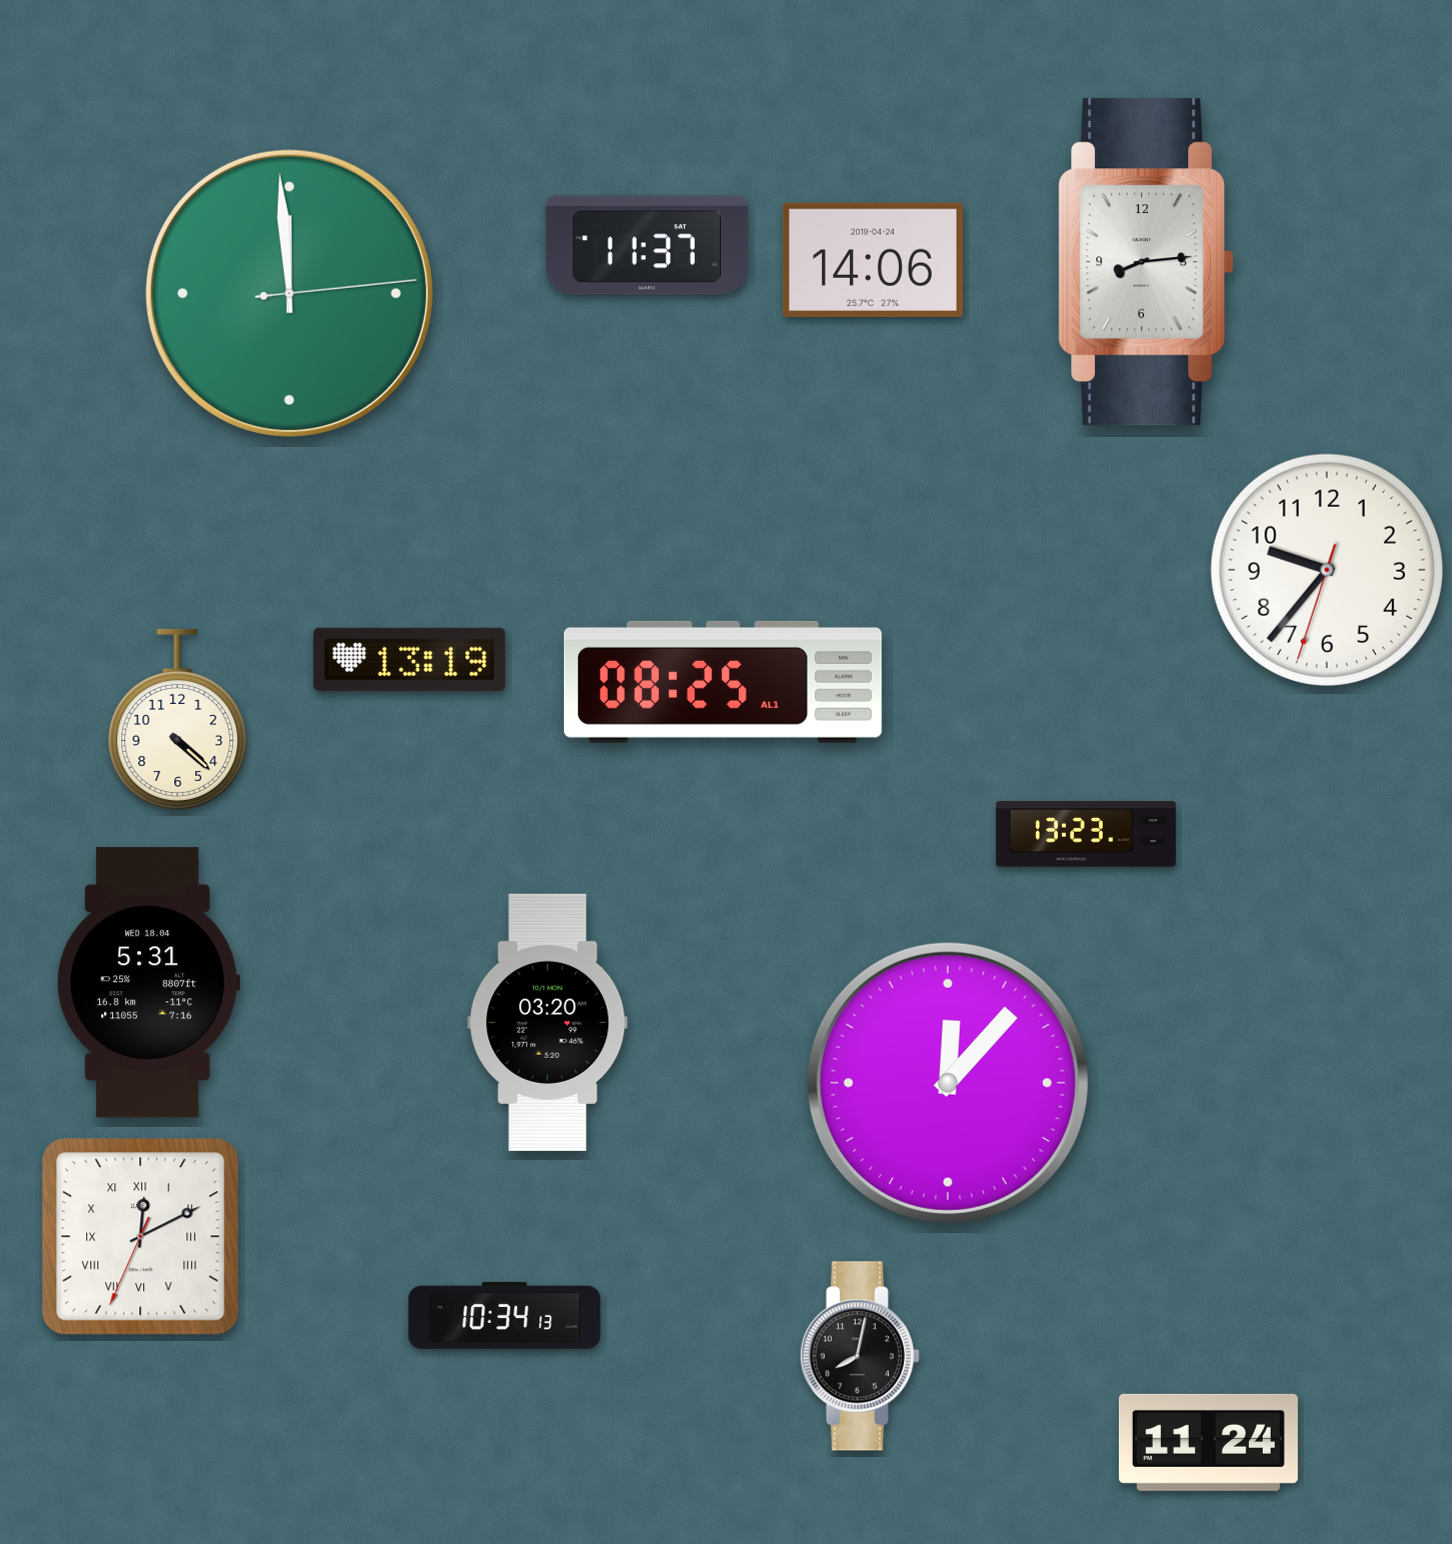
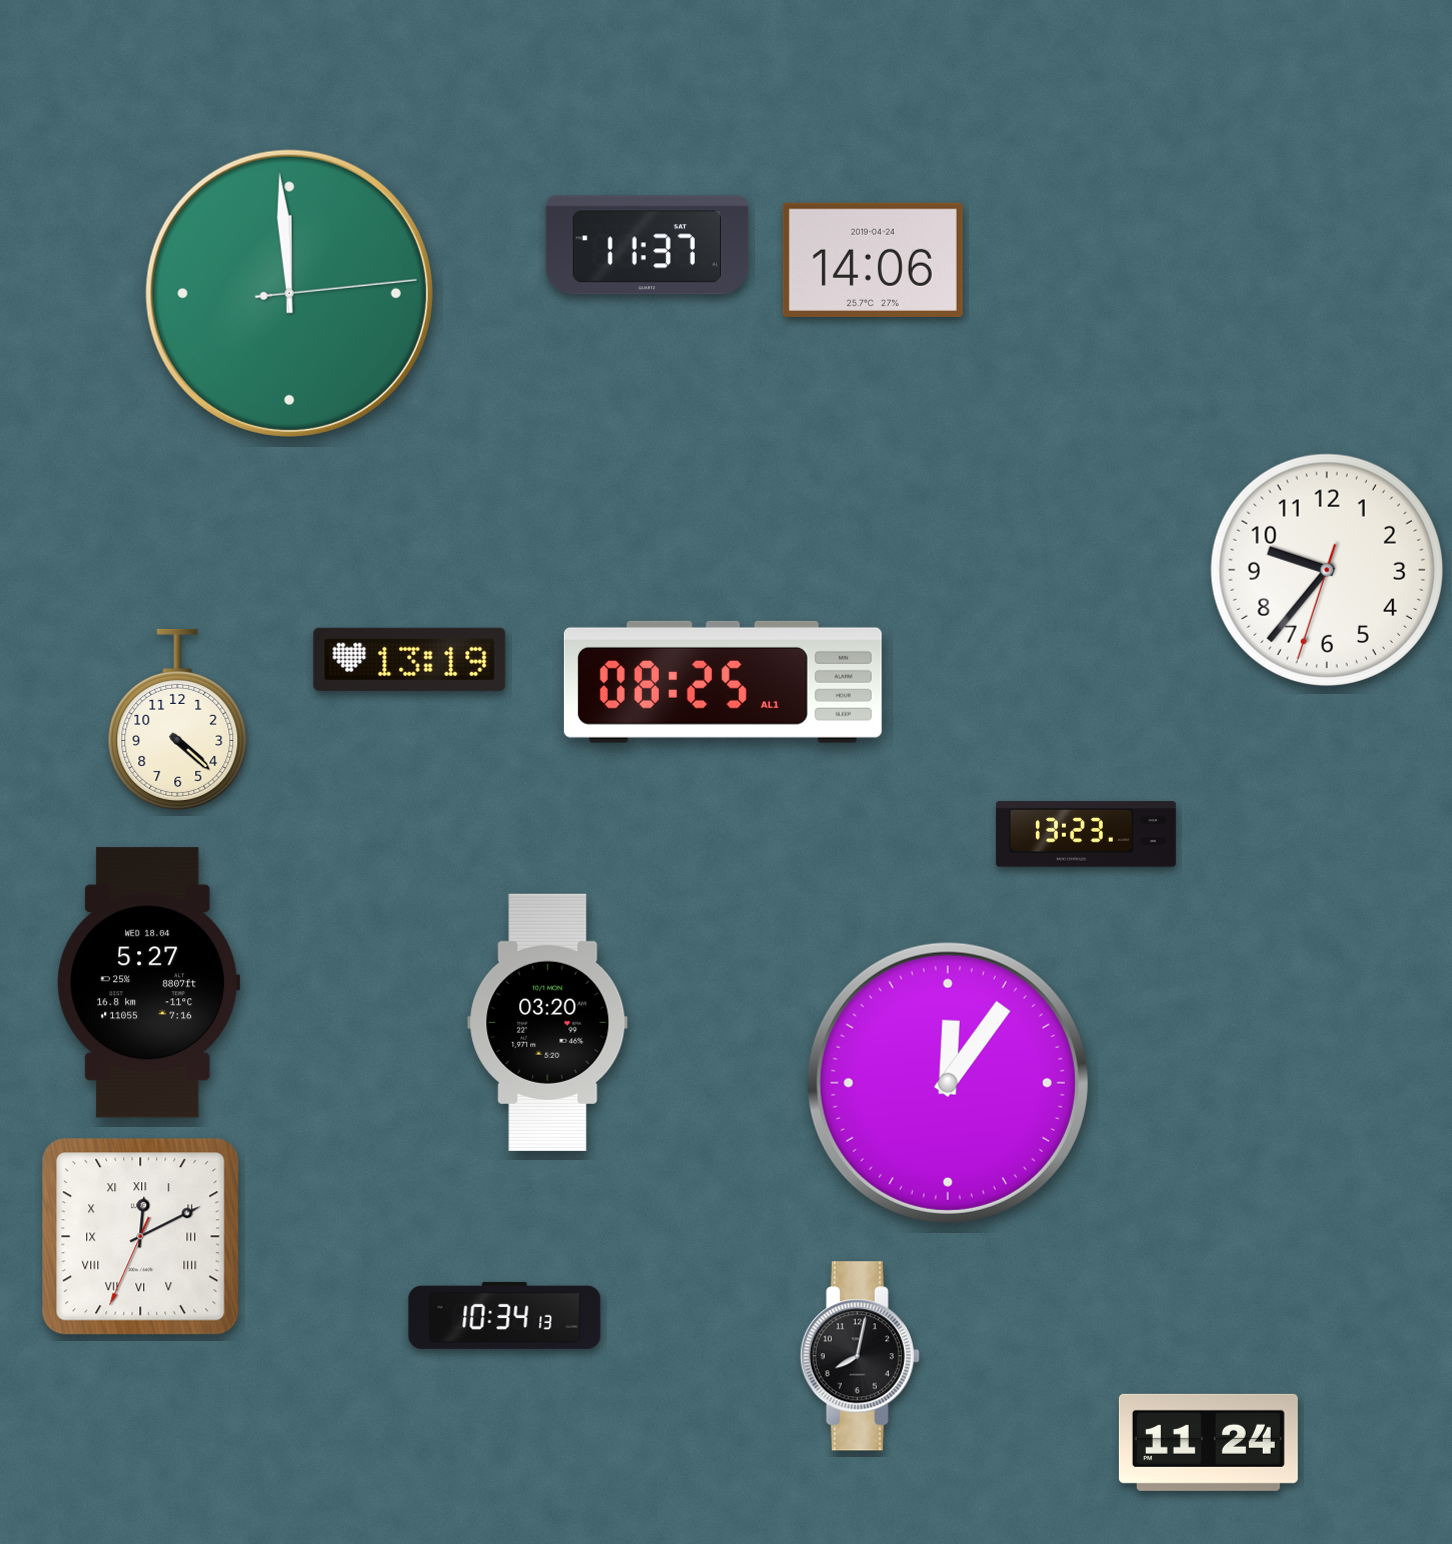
clock at (1147, 262): 8:14 -> none
clock at (149, 983): 5:31 -> 5:27
clock at (948, 1083): 12:07 -> 12:06
